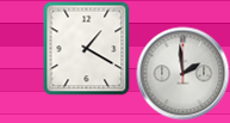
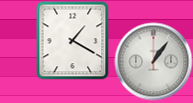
clock at (182, 73): 1:59 -> 1:06
